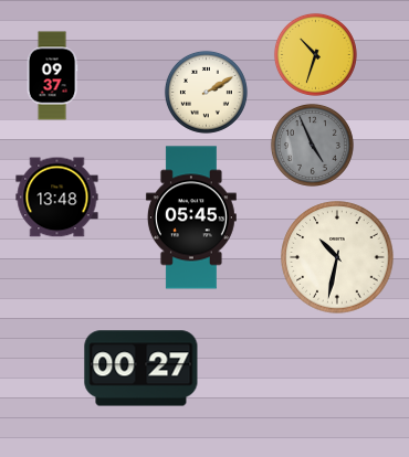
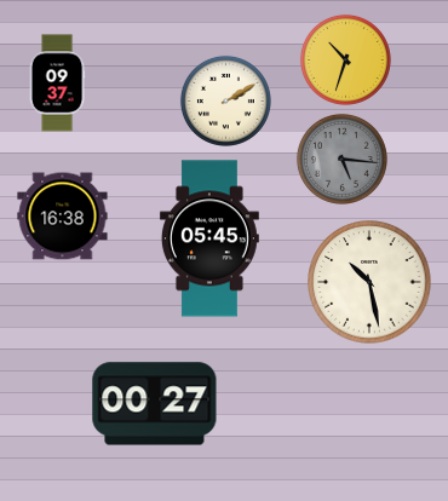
clock at (312, 145): 4:56 -> 5:16
clock at (57, 198): 13:48 -> 16:38
clock at (337, 257): 10:32 -> 10:28
